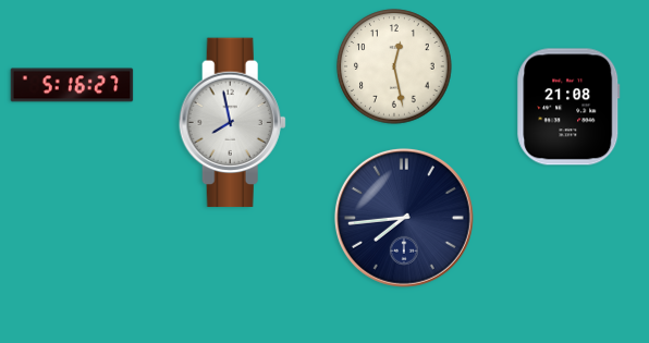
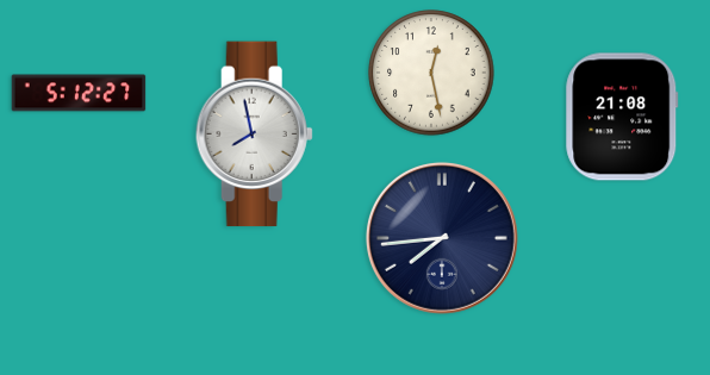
clock at (72, 85): 5:16 -> 5:12
